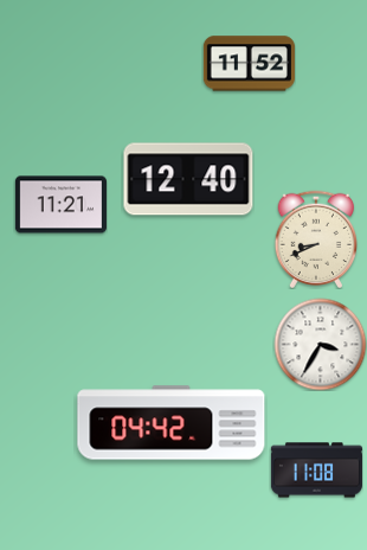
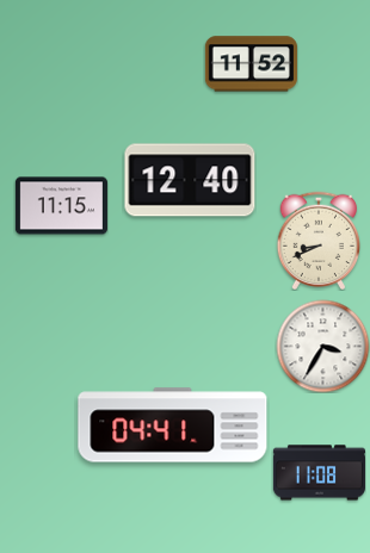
clock at (60, 205): 11:21 -> 11:15
clock at (172, 423): 04:42 -> 04:41
